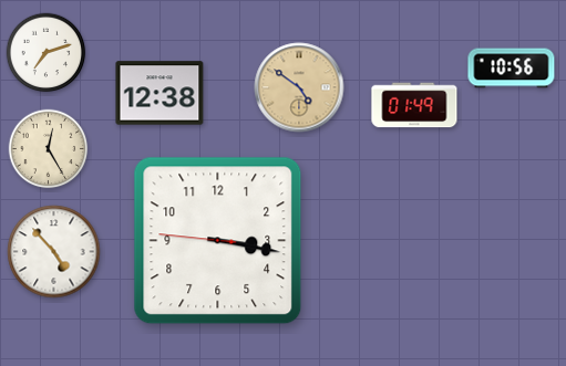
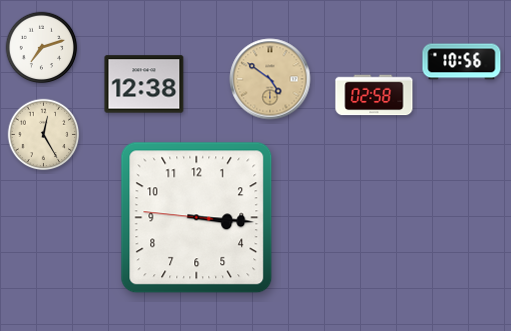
clock at (414, 105): 01:49 -> 02:58
clock at (218, 241): 3:16 -> 3:15
clock at (54, 252): 4:53 -> none
